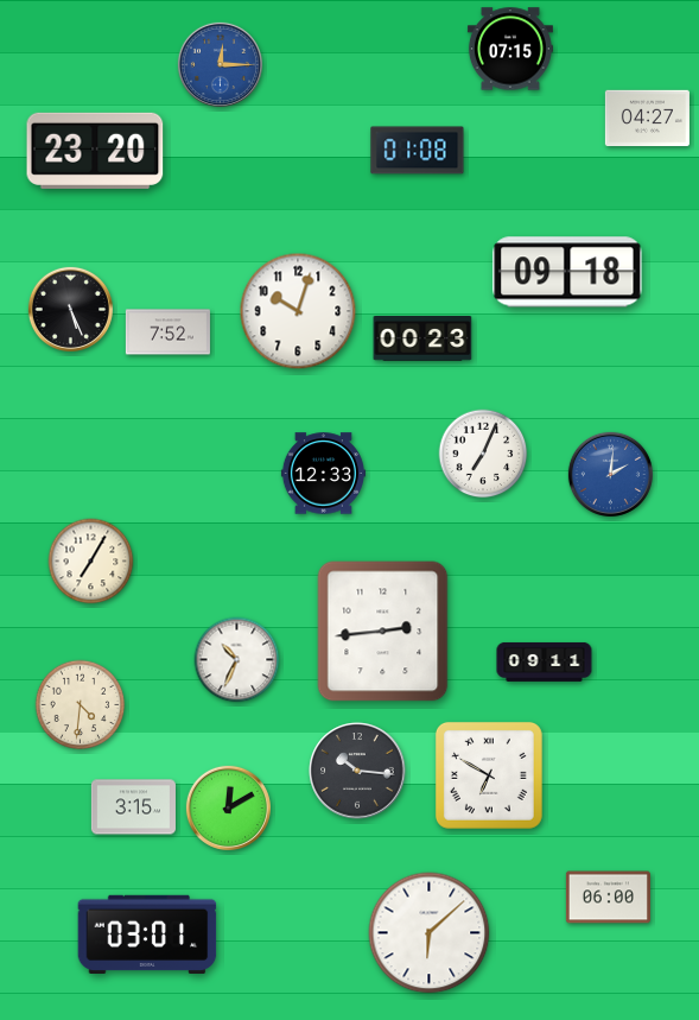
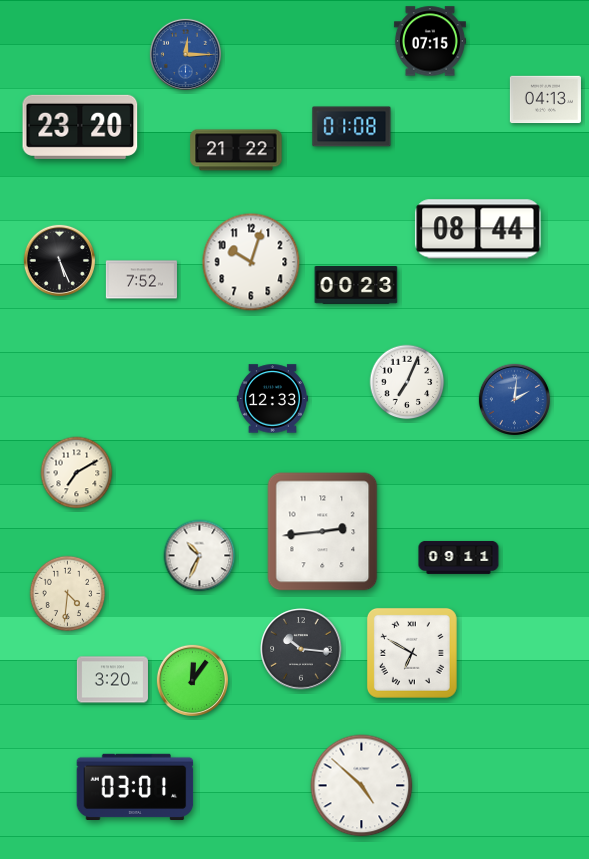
clock at (647, 119): 04:27 -> 04:13
clock at (236, 150): none -> 21:22
clock at (567, 272): 09:18 -> 08:44
clock at (91, 562): 7:05 -> 7:10
clock at (133, 807): 3:15 -> 3:20
clock at (228, 807): 12:10 -> 12:06
clock at (608, 898): 06:00 -> none
clock at (147, 933) position: (147, 933) -> (135, 786)
clock at (430, 933): 6:08 -> 4:52
